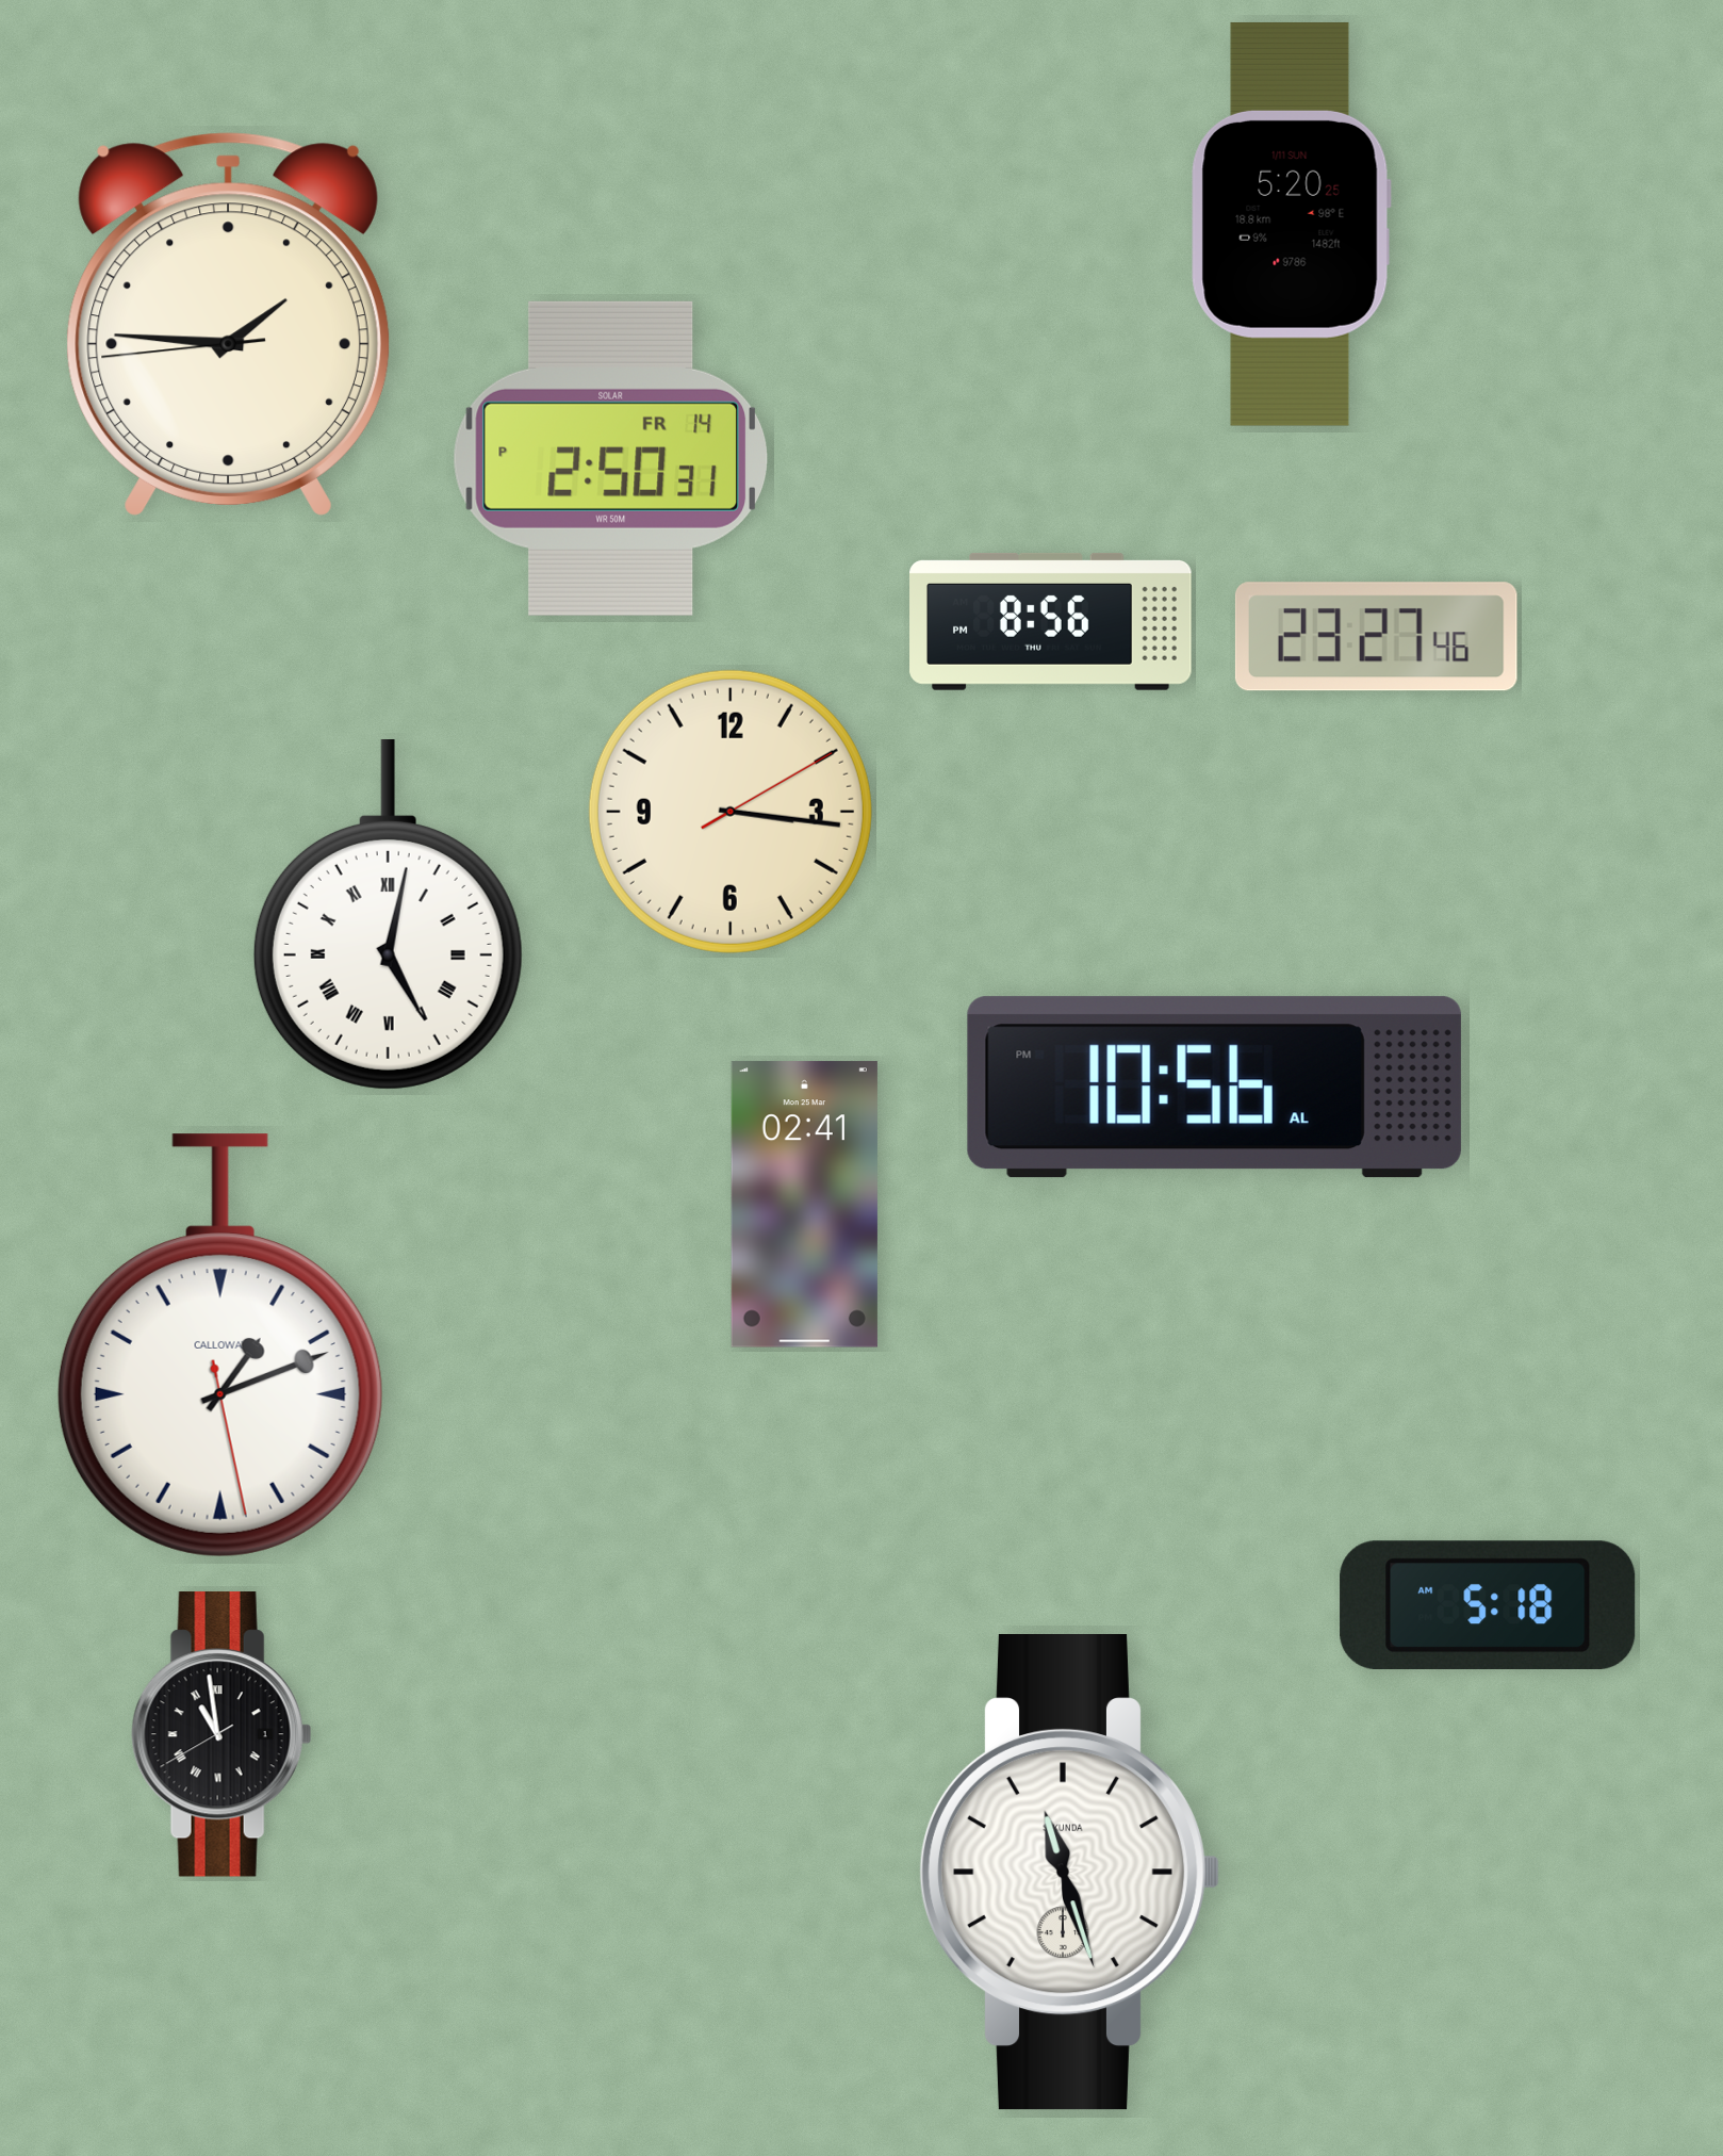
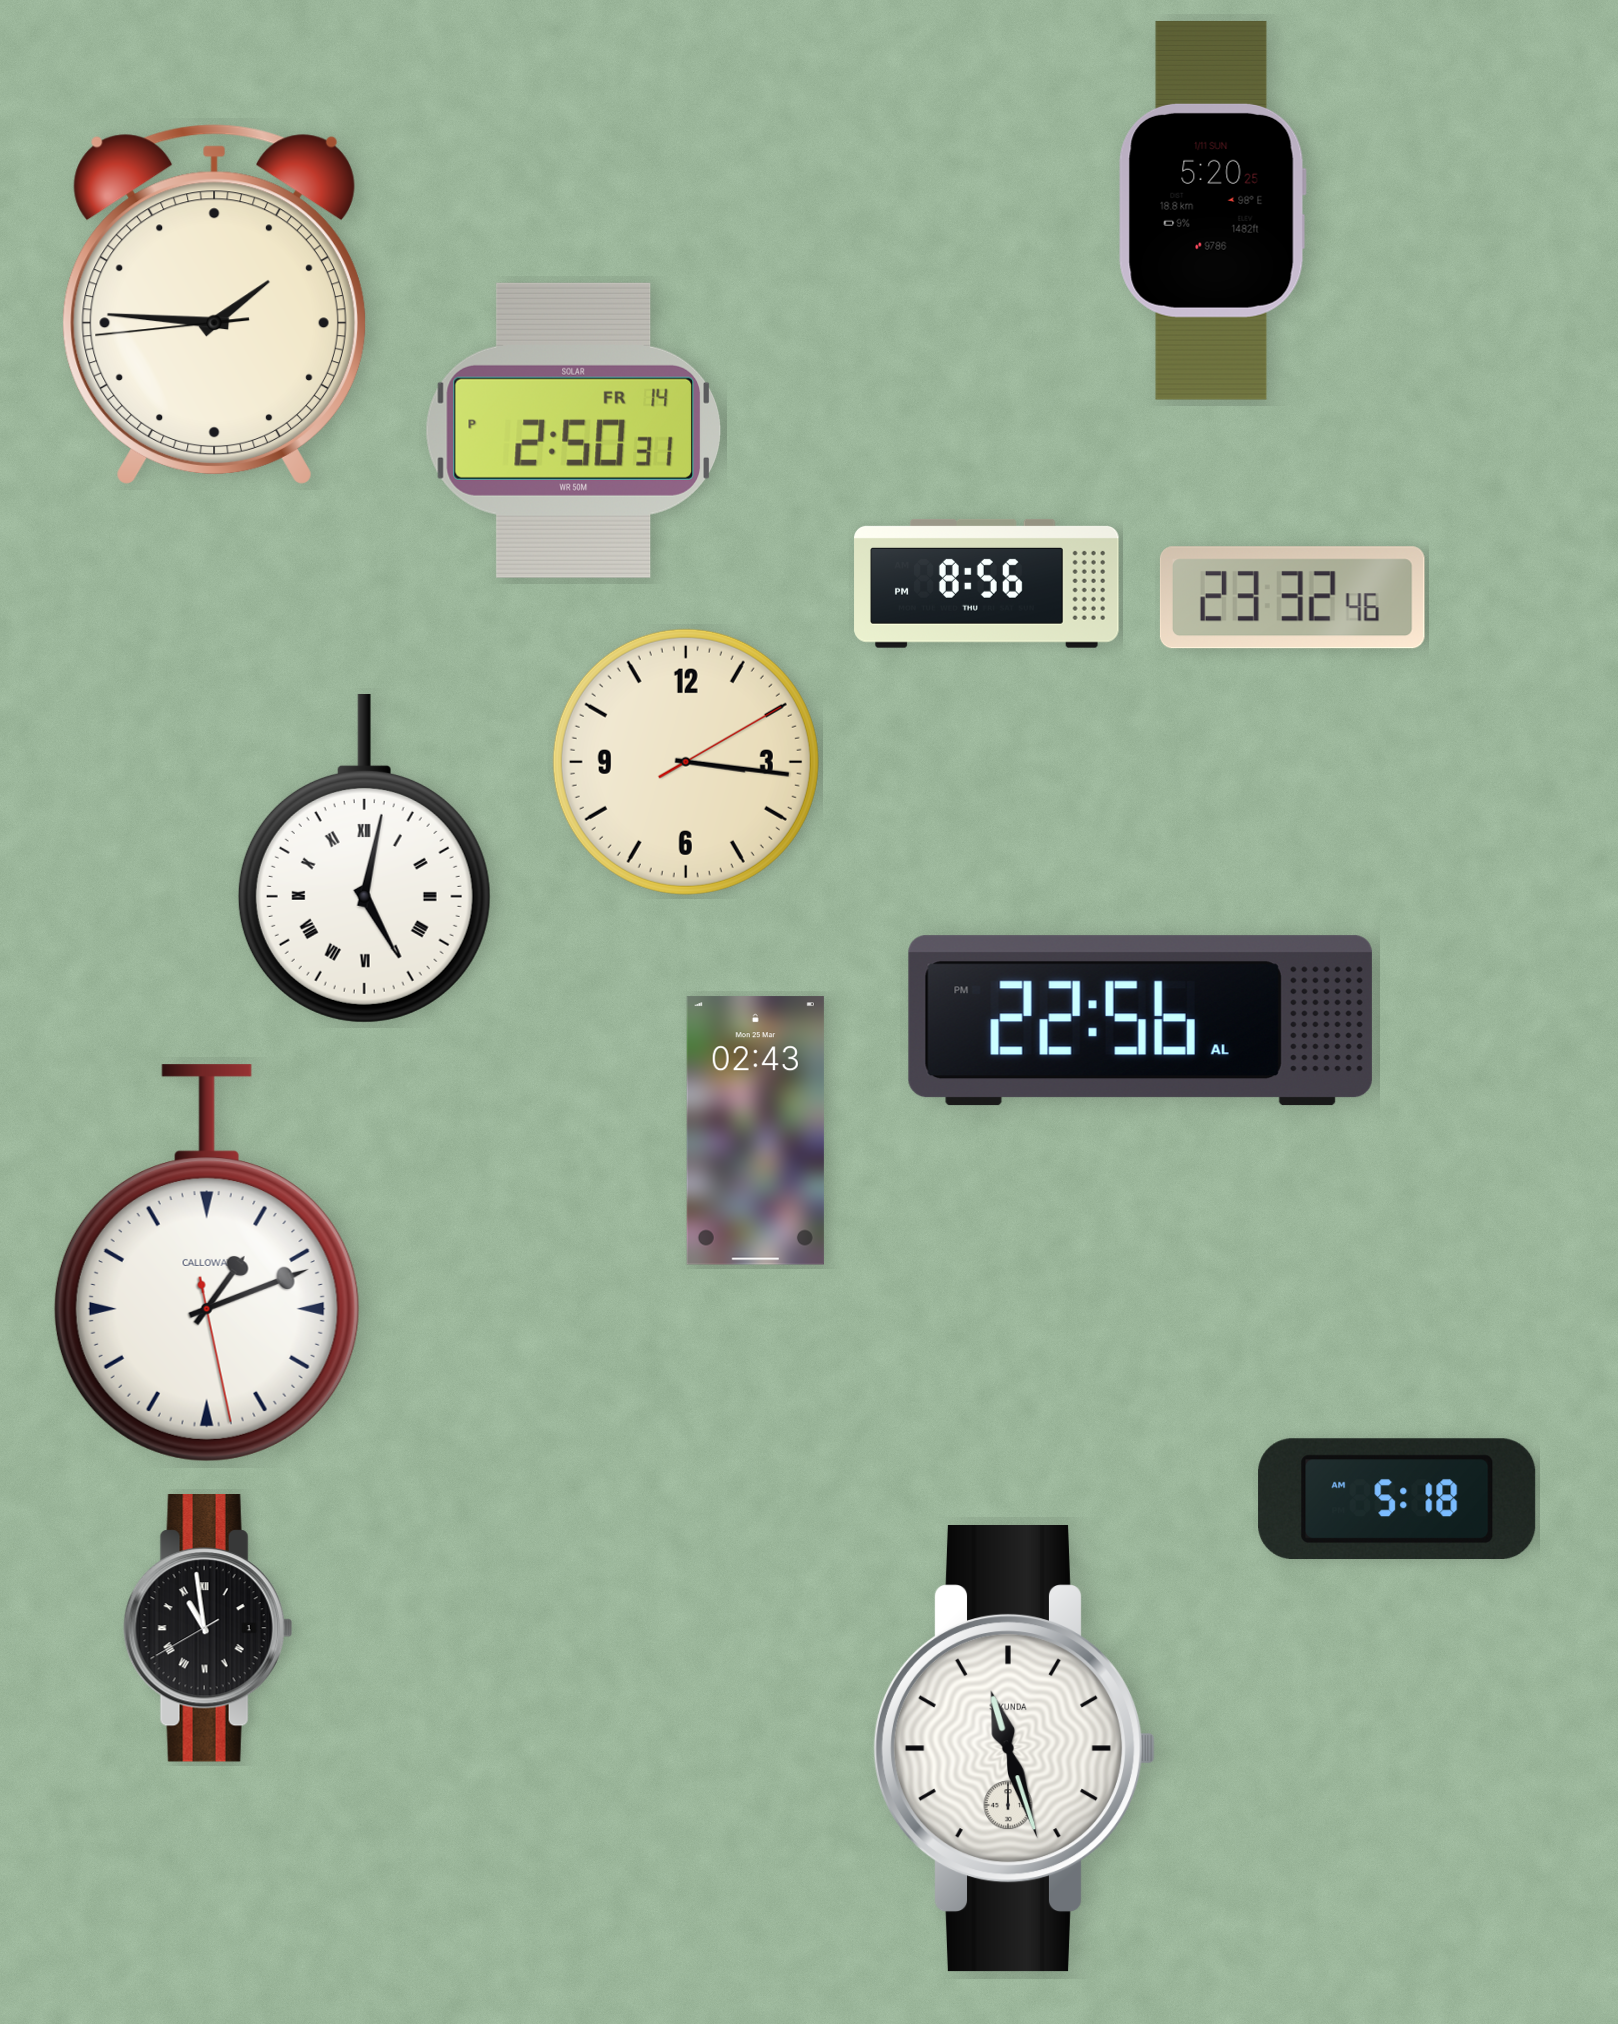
clock at (1376, 637): 23:27 -> 23:32
clock at (1214, 1088): 10:56 -> 22:56
clock at (804, 1205): 02:41 -> 02:43
clock at (1488, 1604) position: (1488, 1604) -> (1397, 1498)
clock at (1068, 1873) position: (1068, 1873) -> (1013, 1749)
